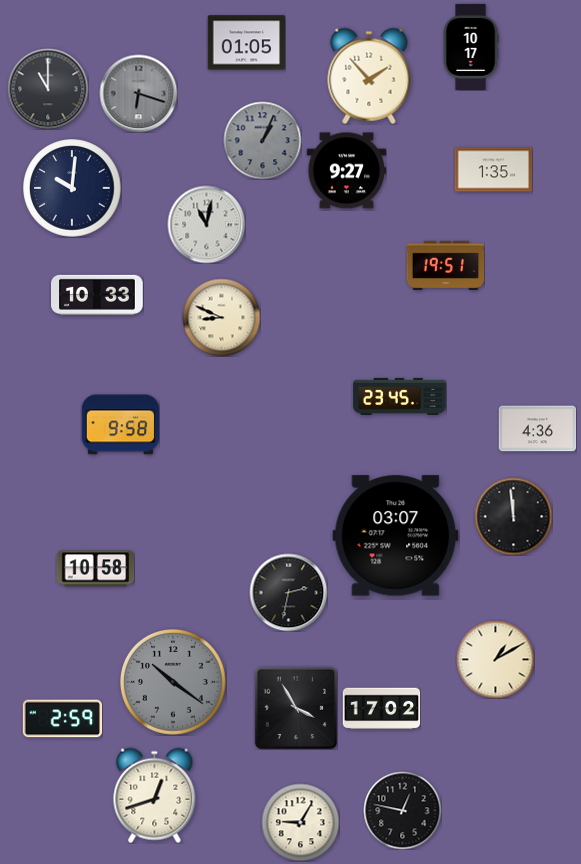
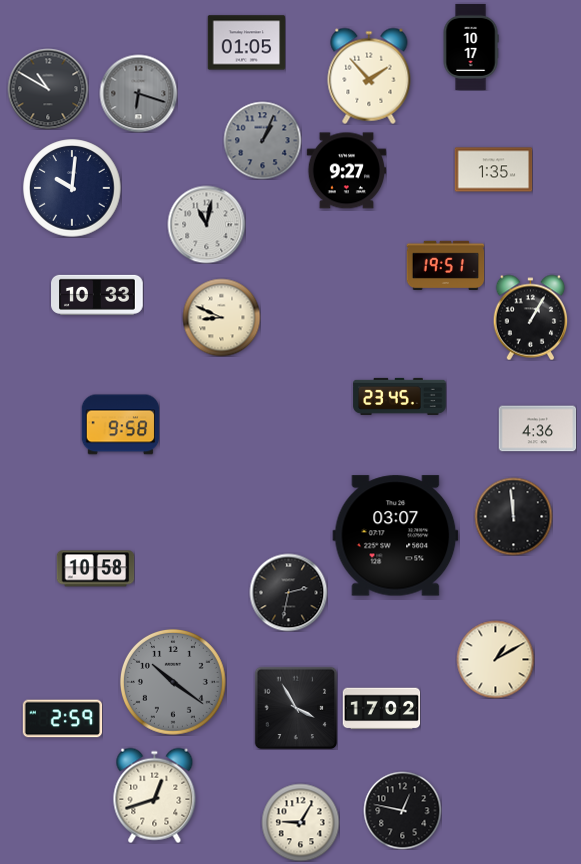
clock at (48, 89): 11:00 -> 10:50
clock at (530, 317): none -> 1:05
